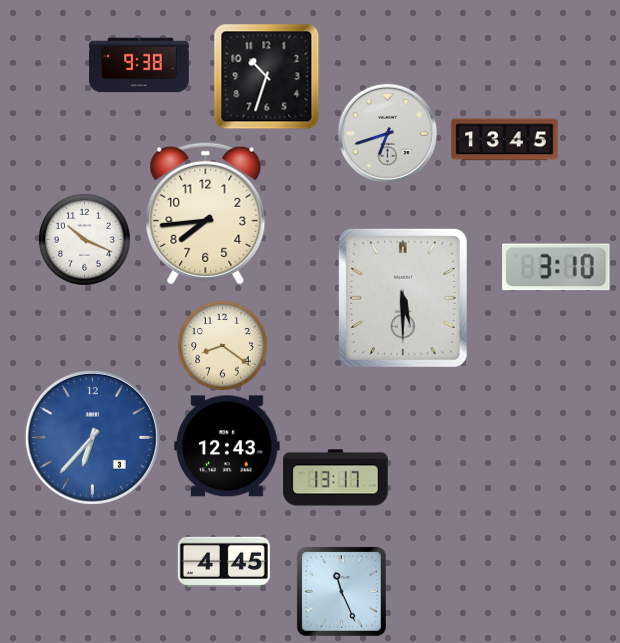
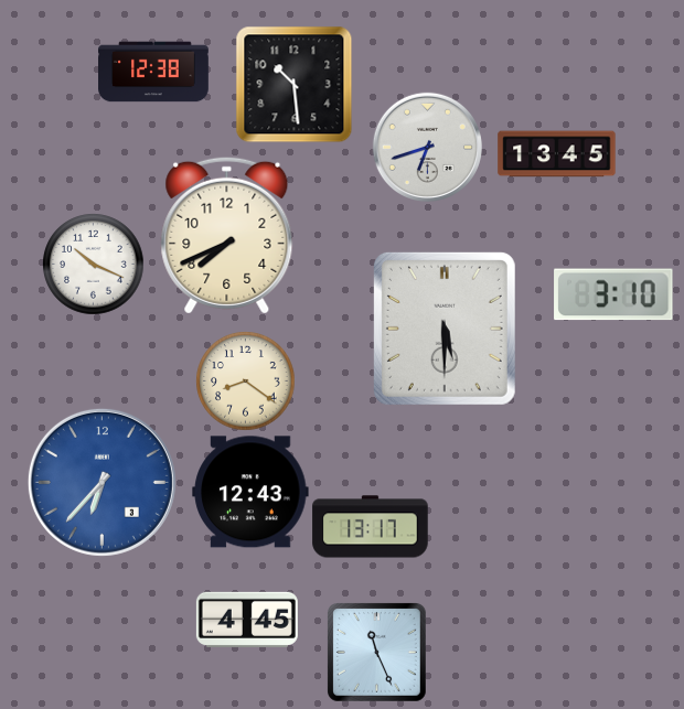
clock at (139, 65): 9:38 -> 12:38
clock at (266, 76): 10:33 -> 10:29
clock at (206, 213): 7:44 -> 7:41
